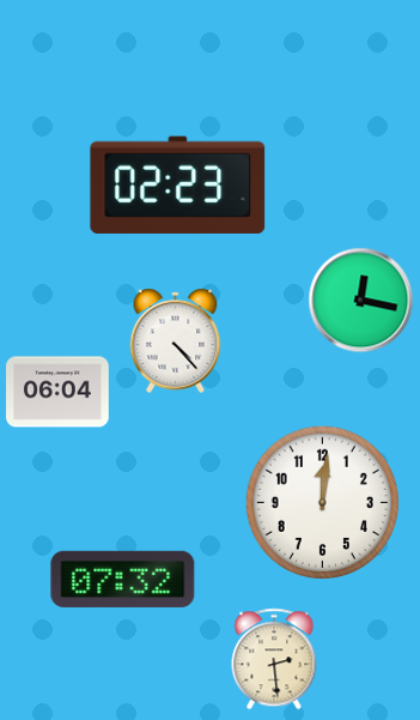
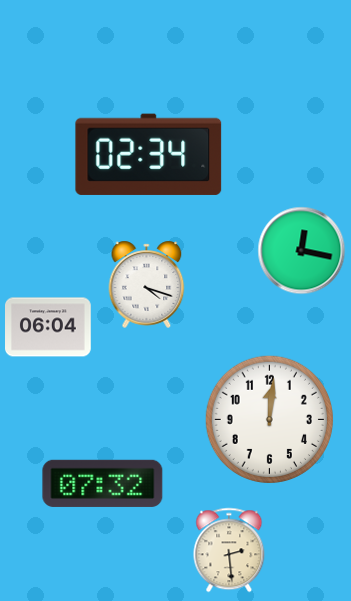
clock at (178, 184): 02:23 -> 02:34
clock at (176, 340): 4:23 -> 4:18
